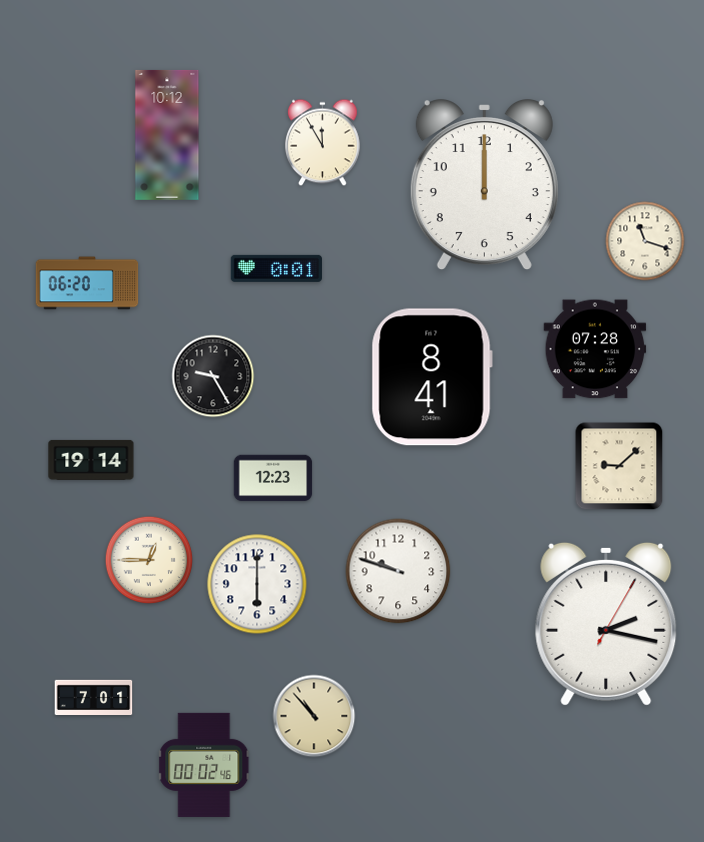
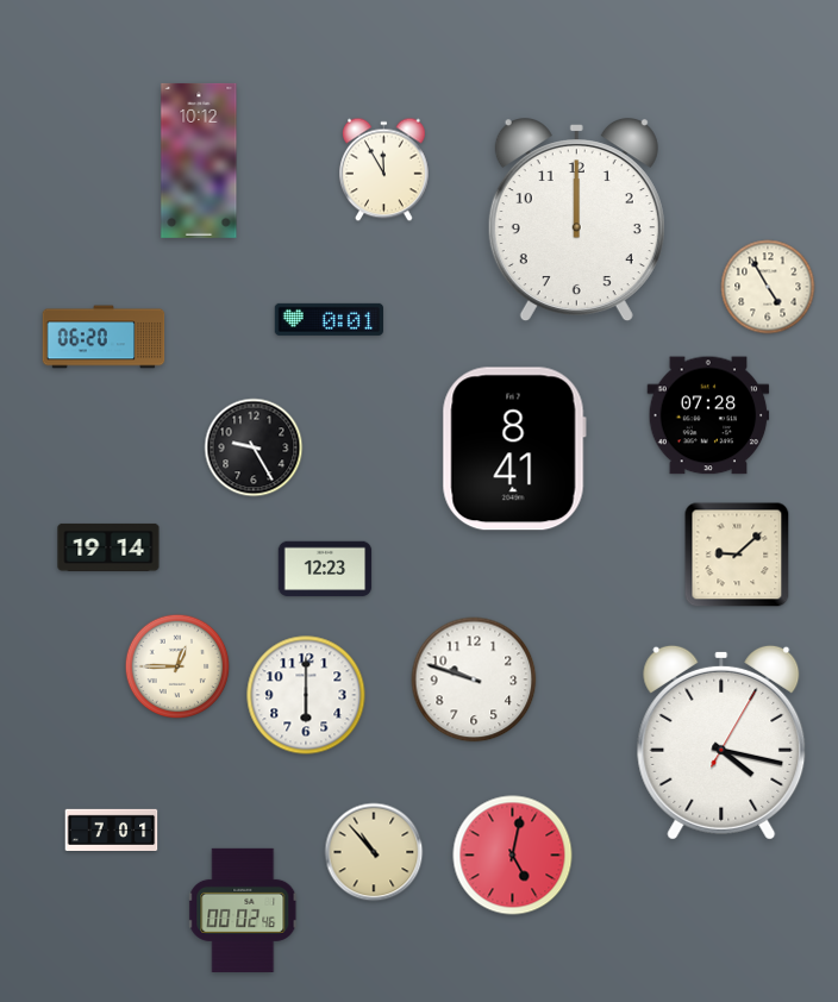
clock at (645, 241): 11:18 -> 4:55
clock at (606, 624): 2:17 -> 4:17
clock at (513, 856): none -> 5:02
